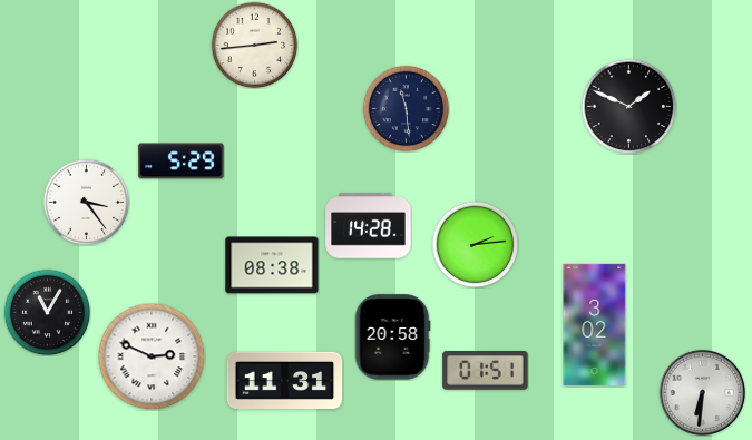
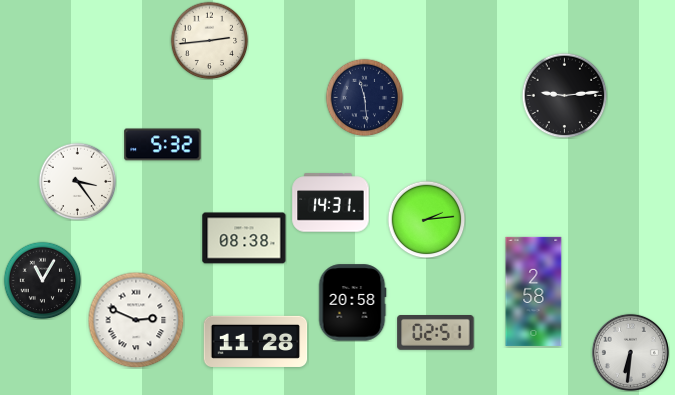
clock at (254, 45) position: (254, 45) -> (209, 40)
clock at (628, 106): 1:49 -> 9:14
clock at (182, 162): 5:29 -> 5:32
clock at (369, 226): 14:28 -> 14:31
clock at (595, 324): 3:02 -> 2:58
clock at (486, 371): 01:51 -> 02:51
clock at (285, 380): 11:31 -> 11:28
